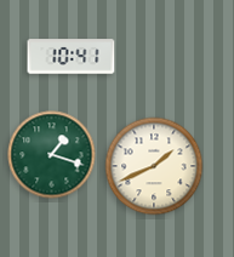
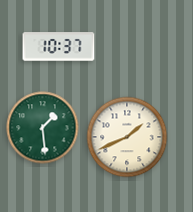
clock at (72, 57): 10:41 -> 10:37
clock at (52, 155): 1:18 -> 1:29
